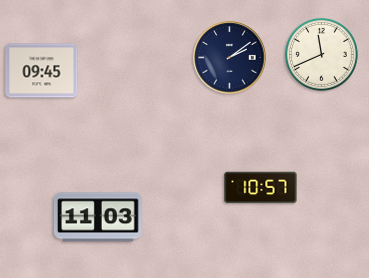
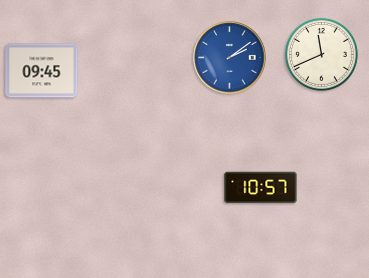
clock at (230, 58) dial: navy -> blue
clock at (98, 217): 11:03 -> none
